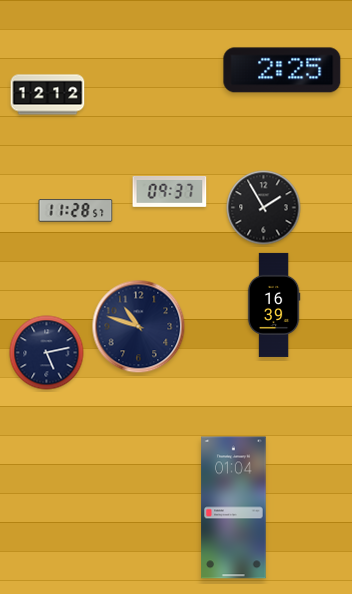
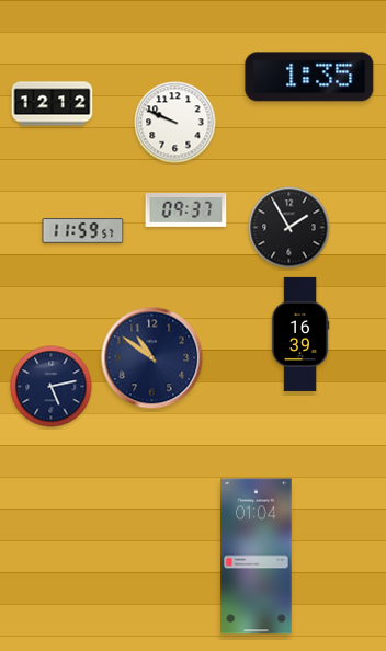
clock at (282, 70): 2:25 -> 1:35
clock at (175, 123): none -> 9:49
clock at (76, 211): 11:28 -> 11:59
clock at (139, 327): 10:48 -> 10:51
